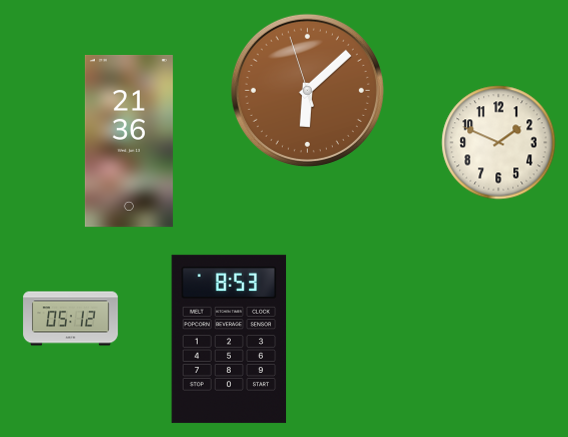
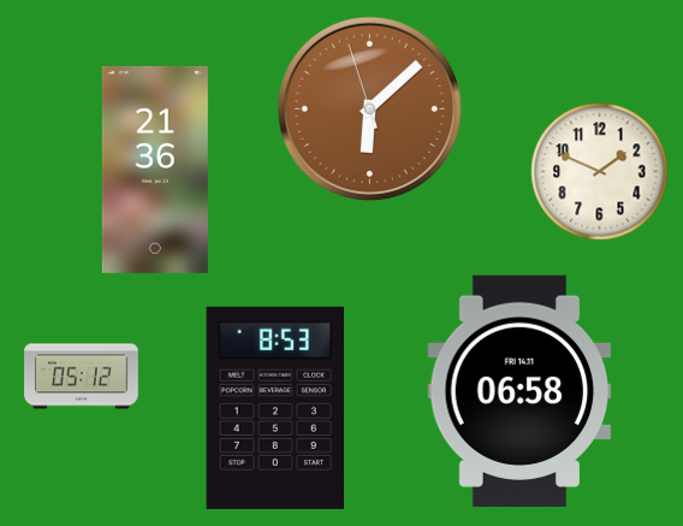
clock at (71, 319) position: (71, 319) -> (82, 377)
clock at (519, 391): none -> 06:58
